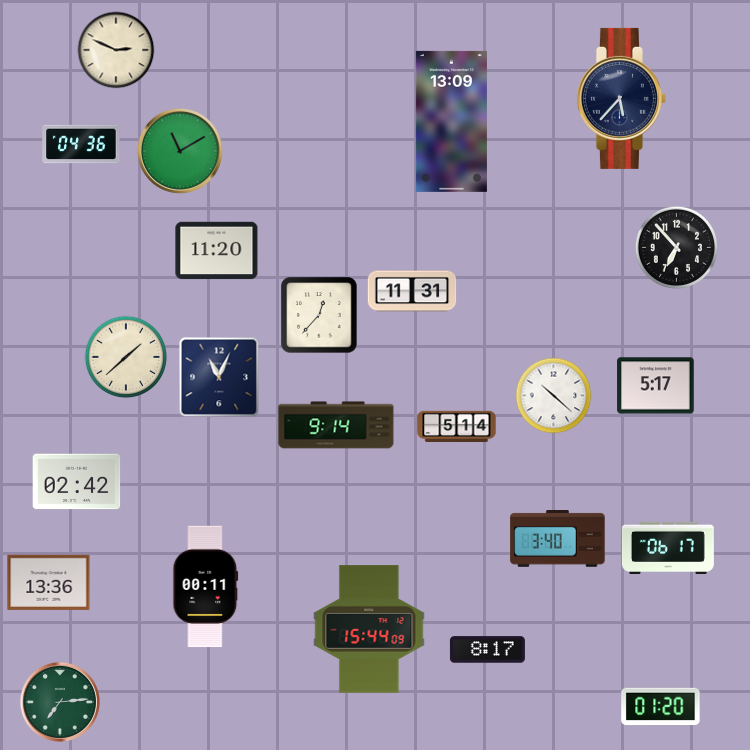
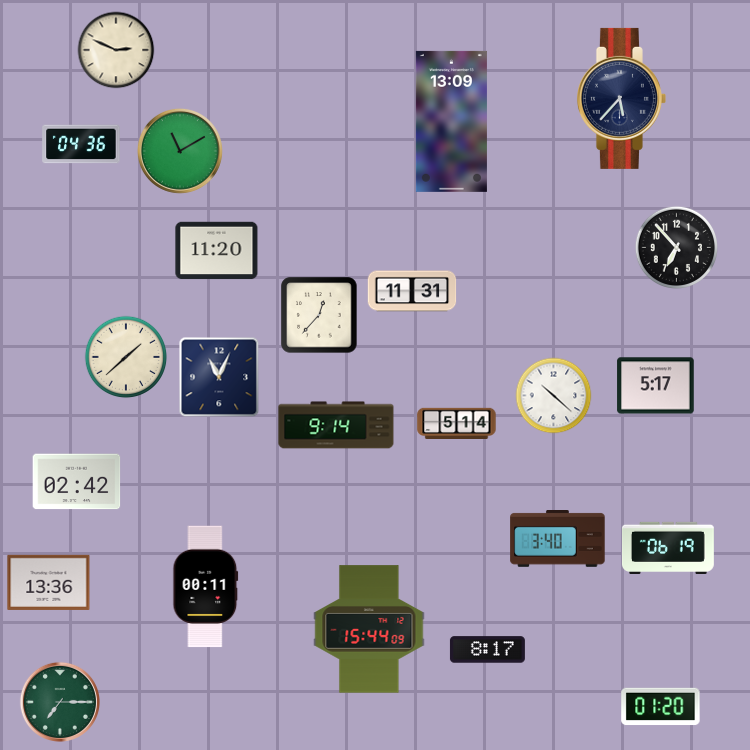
clock at (457, 426) position: (457, 426) -> (457, 423)
clock at (668, 547): 06:17 -> 06:19
clock at (60, 702): 7:14 -> 7:15
